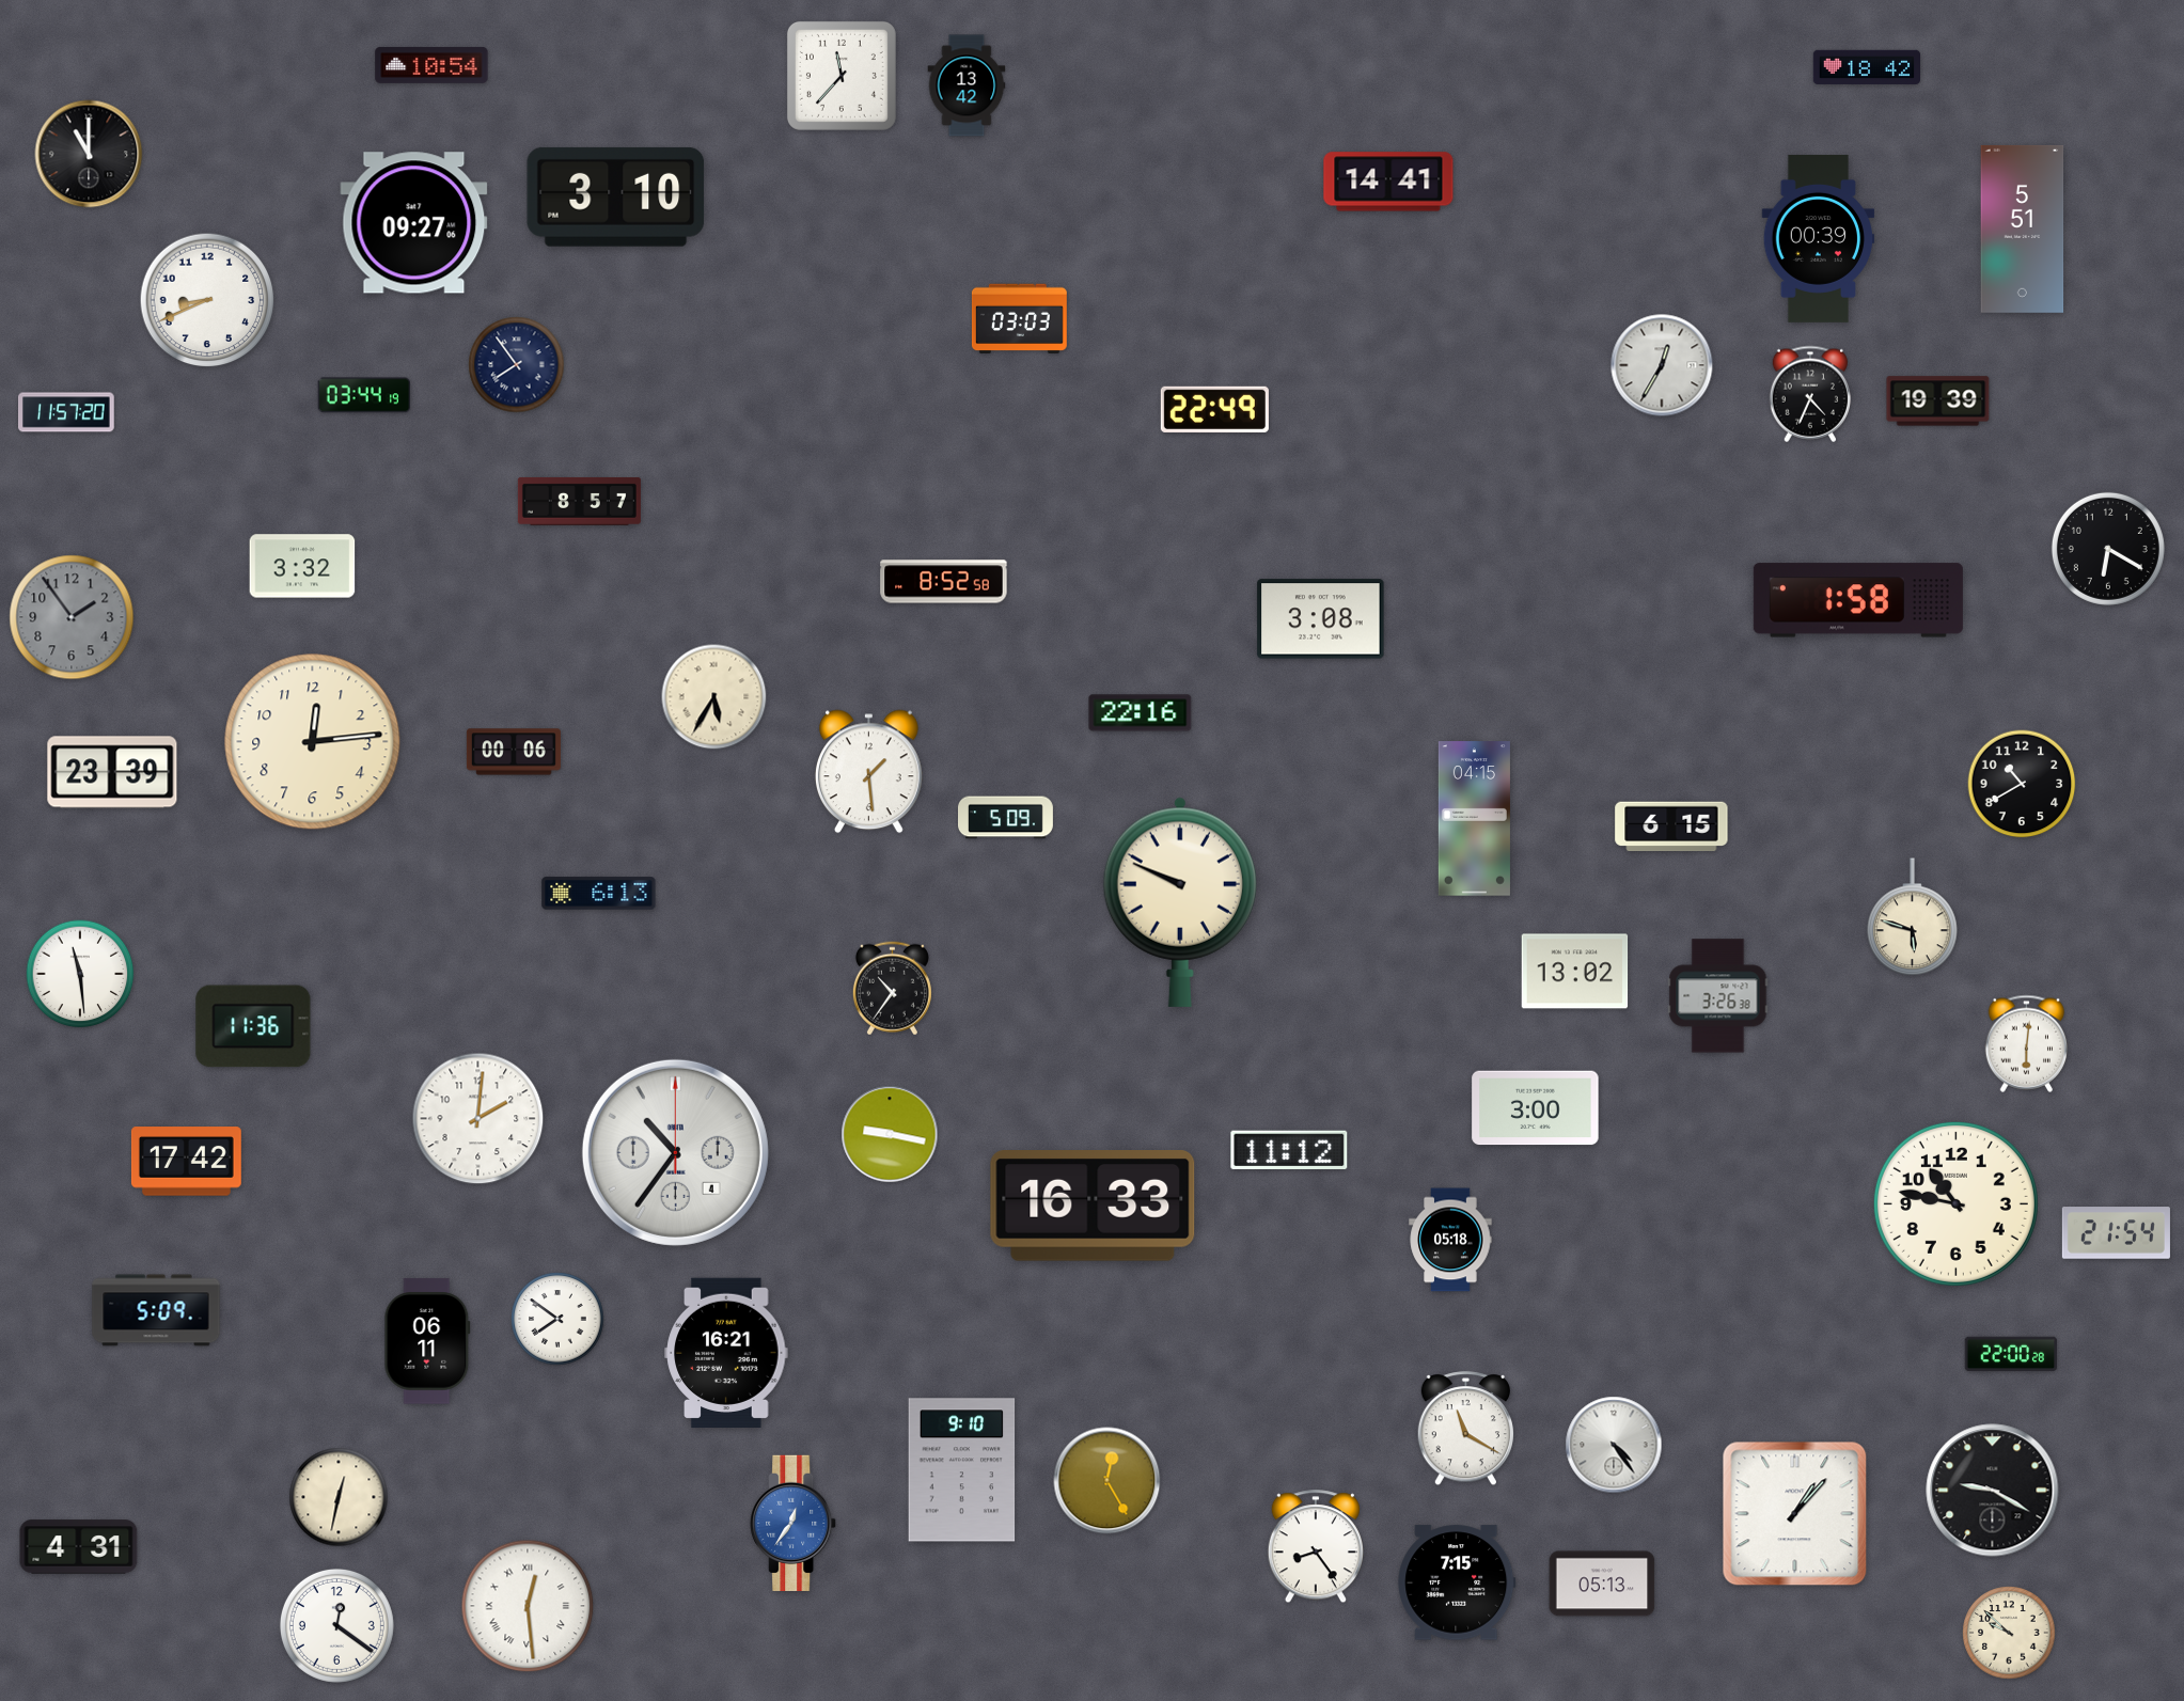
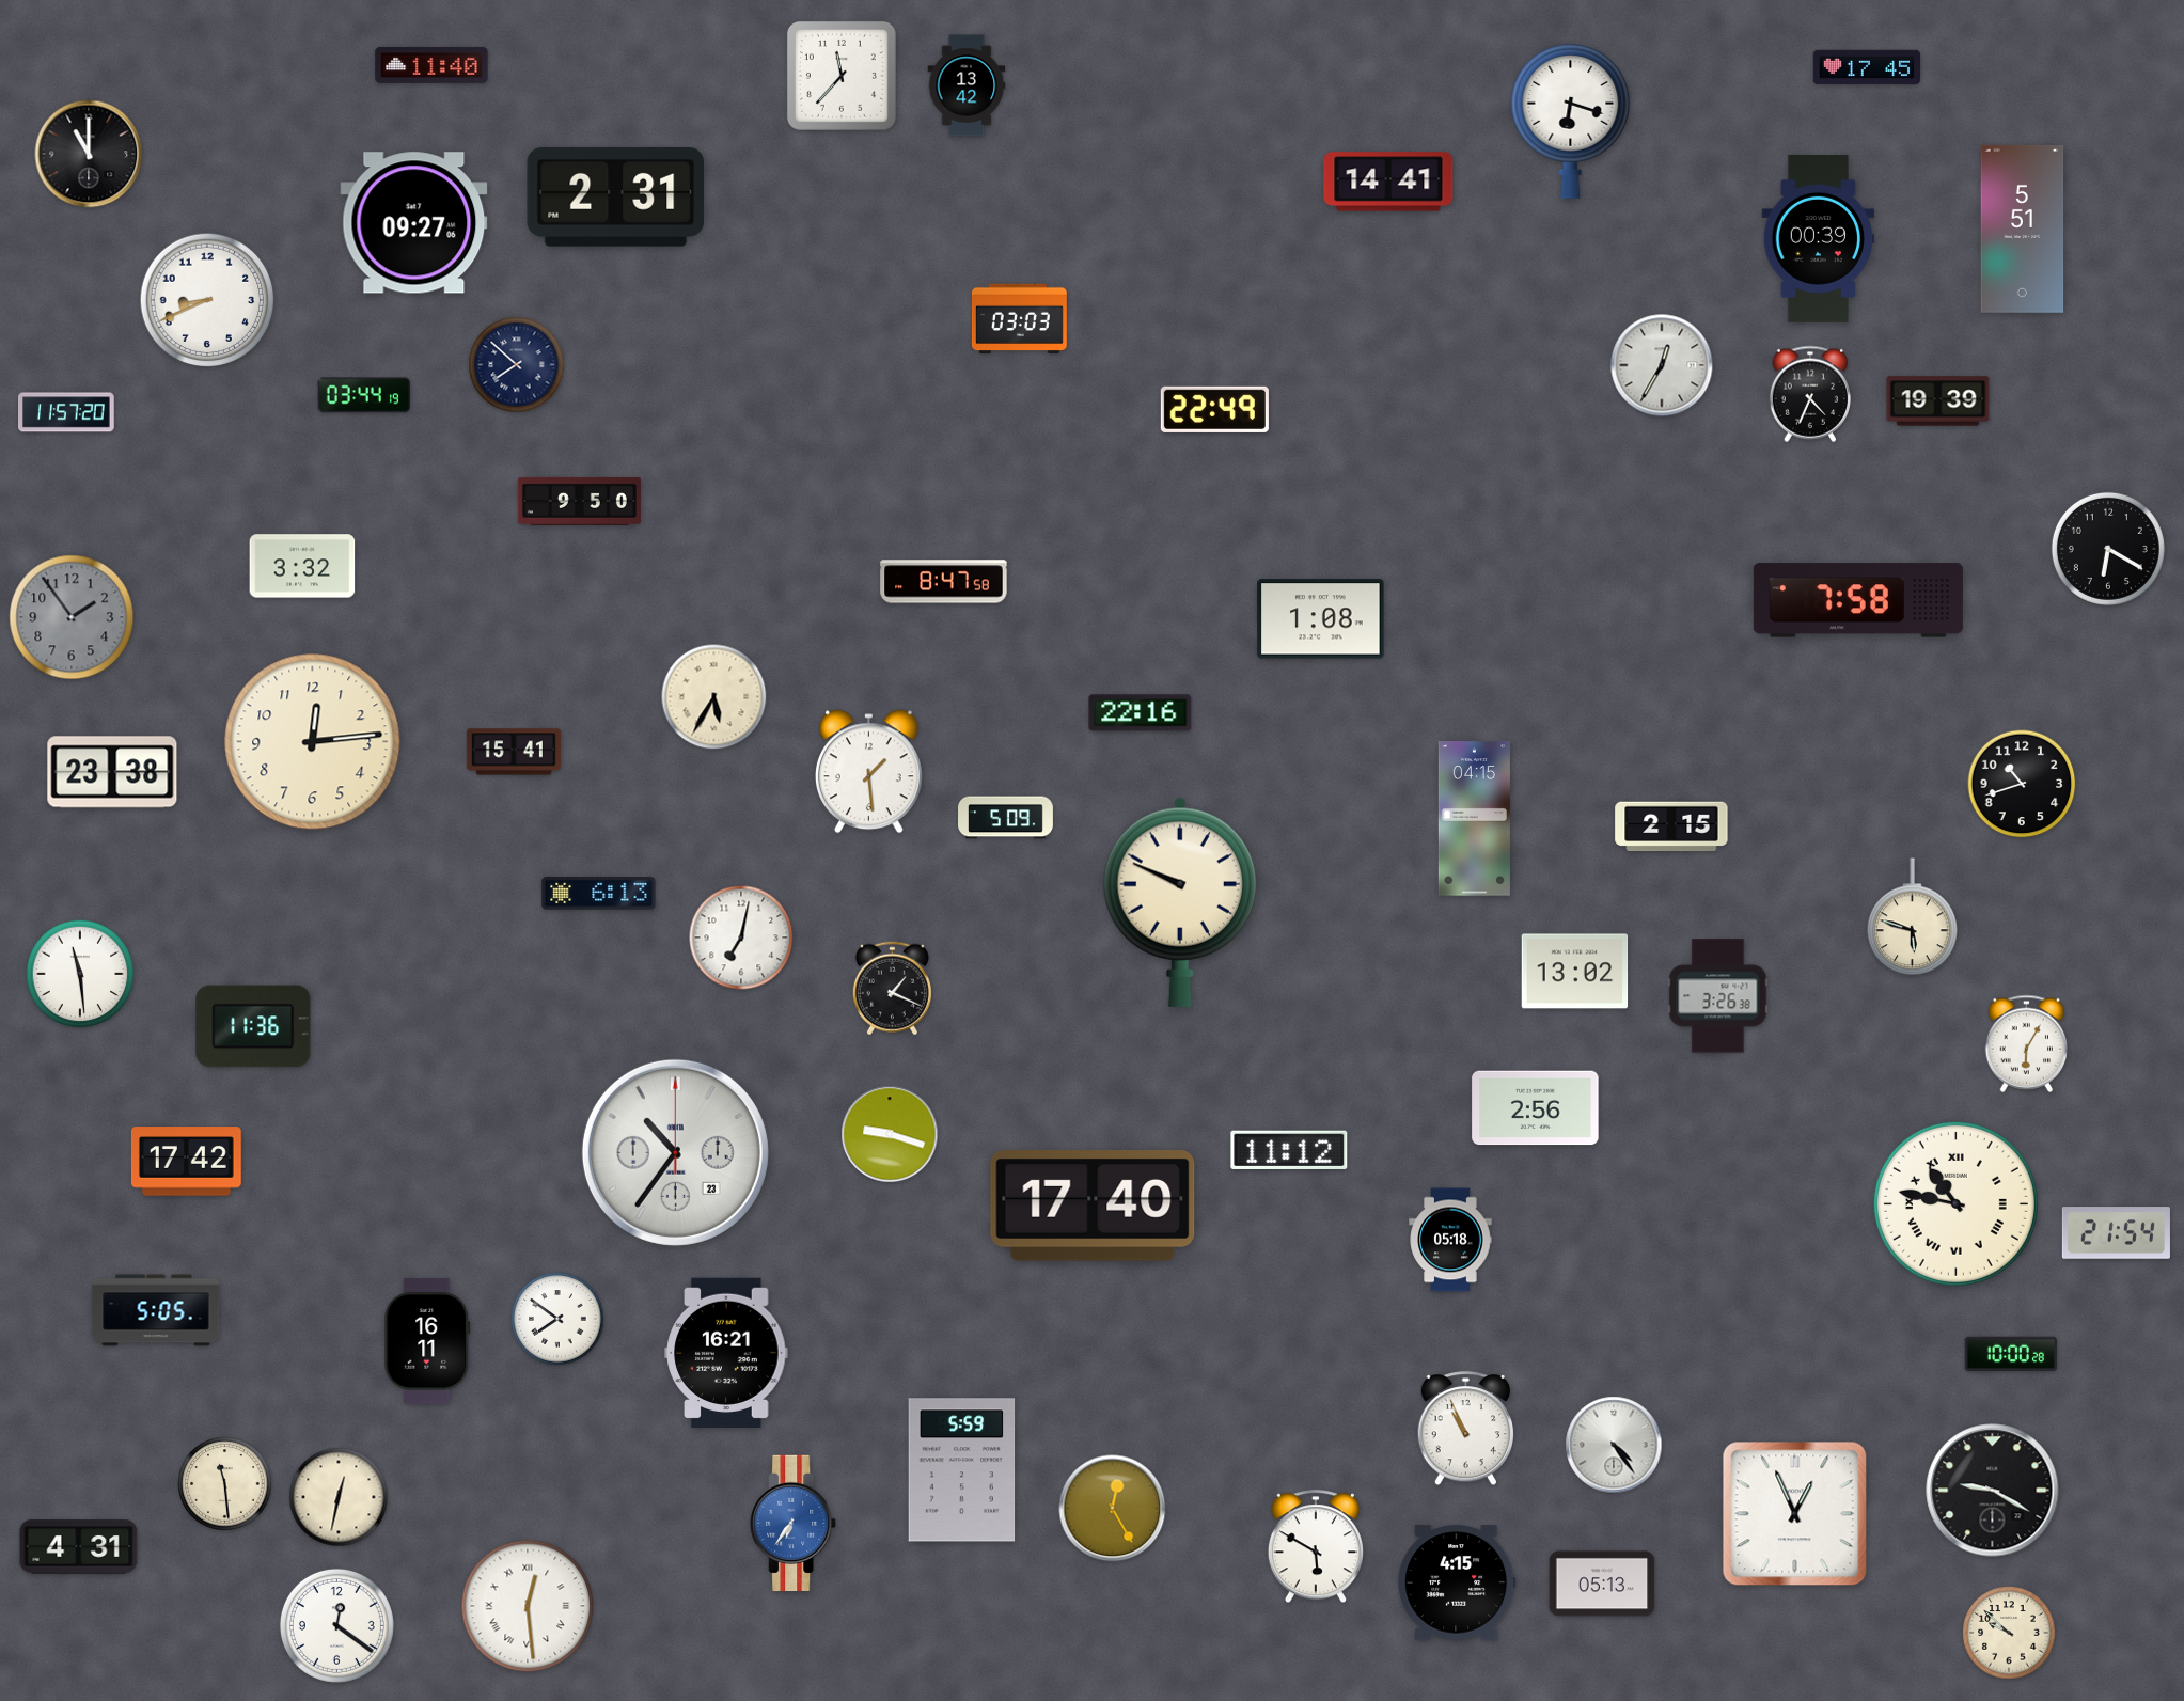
clock at (431, 65): 10:54 -> 11:40
clock at (1866, 66): 18:42 -> 17:45
clock at (1571, 122): none -> 6:18
clock at (616, 196): 3:10 -> 2:31
clock at (517, 365): 7:54 -> 7:52
clock at (579, 501): 8:57 -> 9:50
clock at (944, 582): 8:52 -> 8:47
clock at (1858, 600): 1:58 -> 7:58
clock at (1321, 619): 3:08 -> 1:08
clock at (514, 752): 00:06 -> 15:41
clock at (112, 772): 23:39 -> 23:38
clock at (2022, 784): 10:40 -> 10:42
clock at (1671, 826): 6:15 -> 2:15
clock at (741, 938): none -> 7:02
clock at (892, 989): 10:36 -> 1:19
clock at (2027, 1043): 6:01 -> 6:05
clock at (1536, 1108): 3:00 -> 2:56
clock at (478, 1119): 2:01 -> none
clock at (890, 1134): 9:17 -> 9:18
clock at (675, 1152) date: 4 -> 23
clock at (1955, 1203) numerals: Arabic -> Roman
clock at (1093, 1207): 16:33 -> 17:40
clock at (156, 1310): 5:09 -> 5:05
clock at (427, 1341): 06:11 -> 16:11
clock at (2011, 1354): 22:00 -> 10:00
clock at (1465, 1429): 11:20 -> 10:56
clock at (962, 1470): 9:10 -> 5:59
clock at (1107, 1481) position: (1107, 1481) -> (1113, 1509)
clock at (225, 1484): none -> 11:29
clock at (1795, 1514): 1:07 -> 12:56
clock at (794, 1523): 12:36 -> 6:36
clock at (1316, 1547): 8:24 -> 5:50
clock at (1457, 1582): 7:15 -> 4:15
